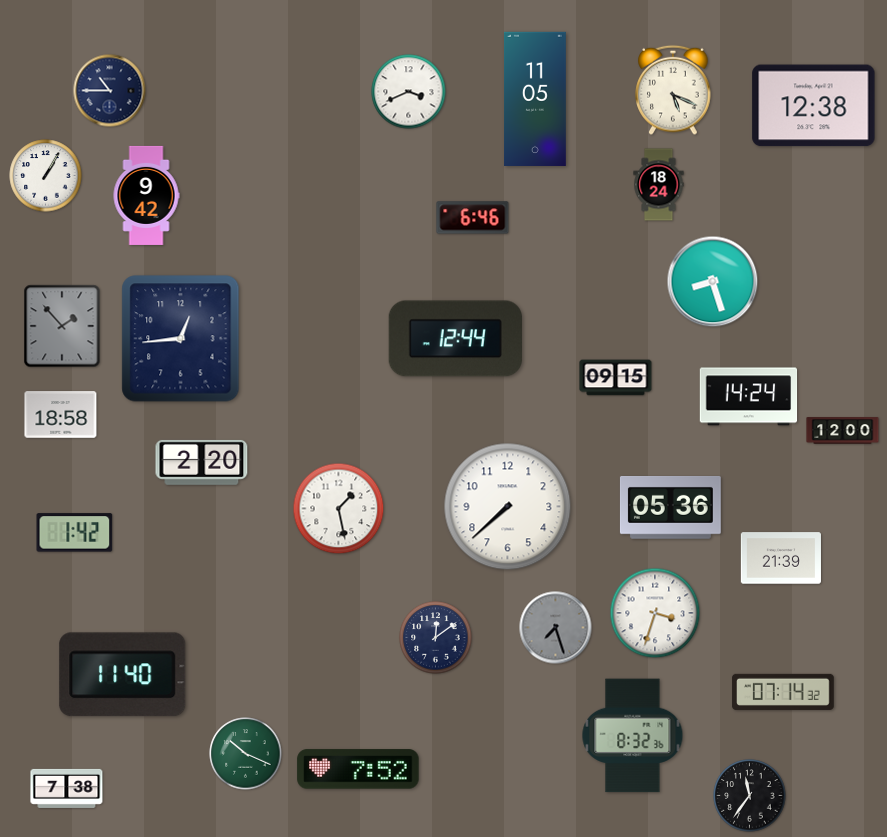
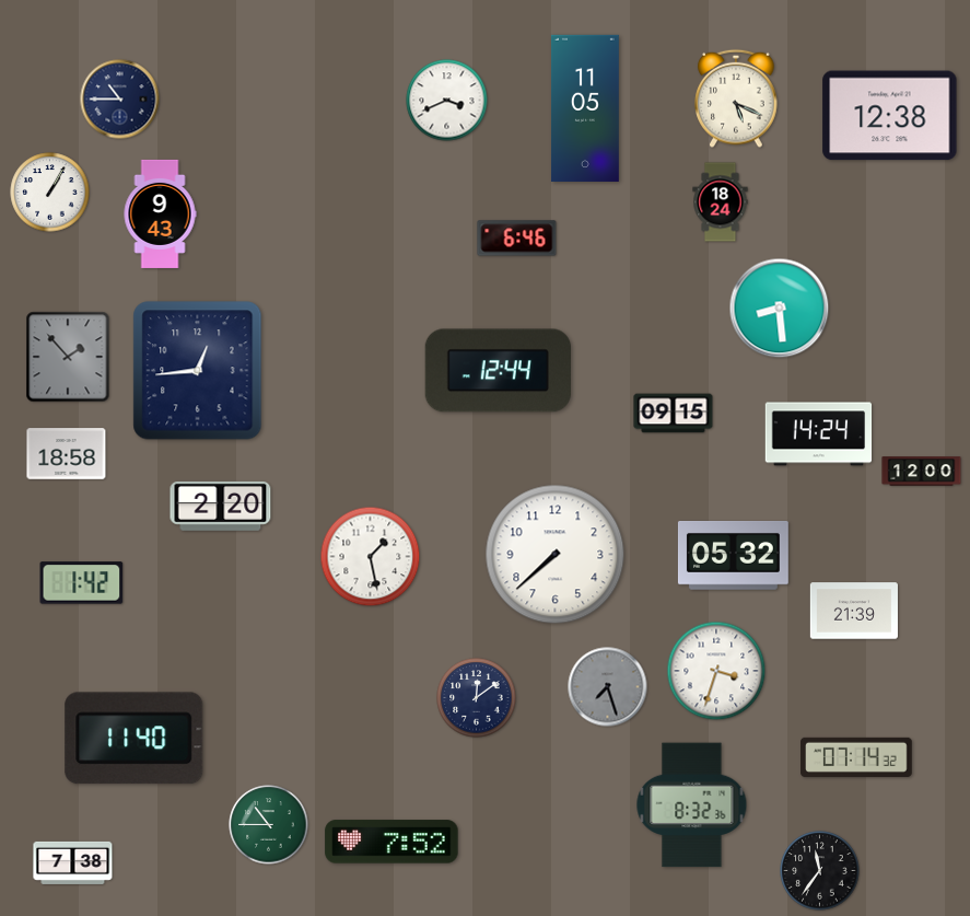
clock at (146, 195): 9:42 -> 9:43
clock at (713, 282): 8:27 -> 8:29
clock at (670, 508): 05:36 -> 05:32
clock at (246, 754): 10:19 -> 10:45
